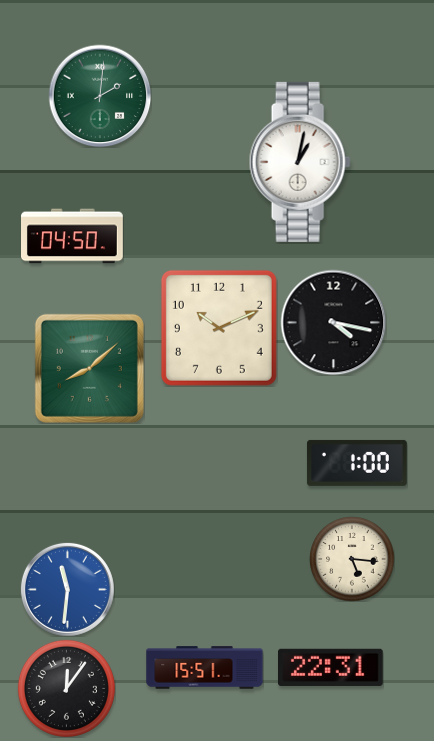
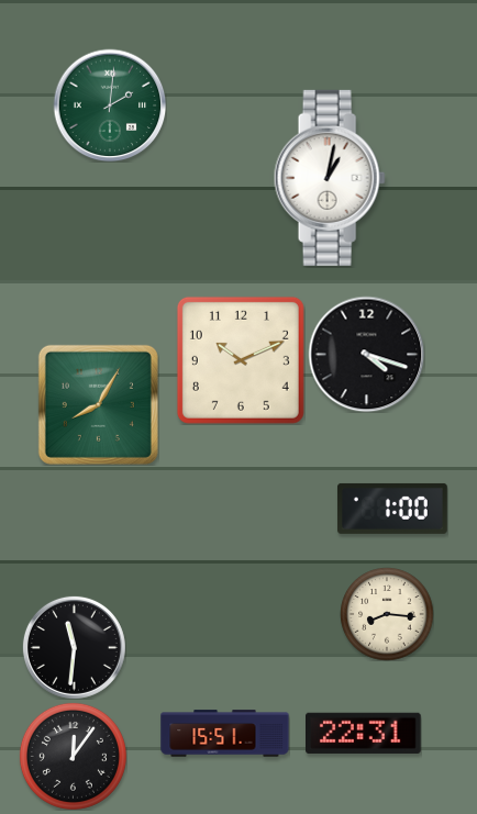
clock at (73, 236): 04:50 -> none
clock at (333, 322): 4:17 -> 4:18
clock at (89, 368): 8:08 -> 8:05
clock at (352, 559): 5:16 -> 8:16
clock at (67, 589) dial: blue -> black
